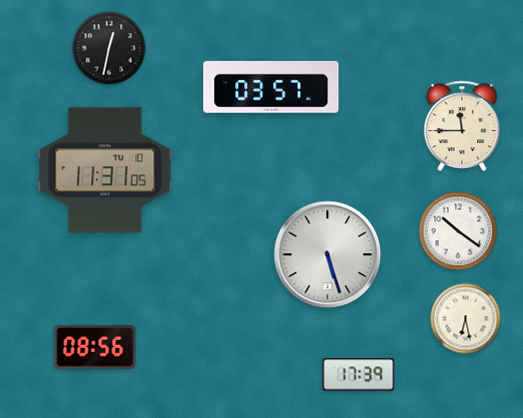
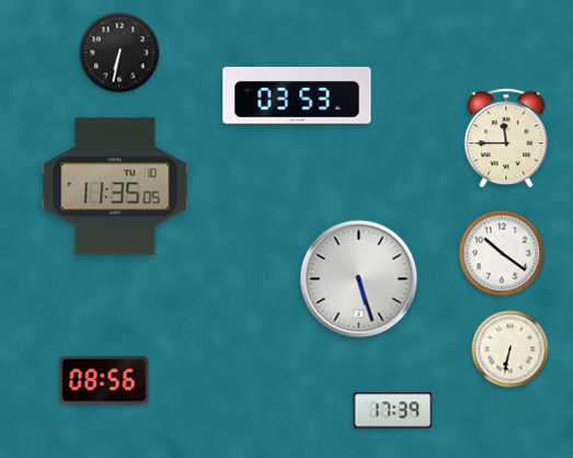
clock at (109, 48): 12:32 -> 6:32
clock at (271, 87): 03:57 -> 03:53
clock at (105, 170): 11:31 -> 11:35
clock at (466, 319): 6:28 -> 6:32
